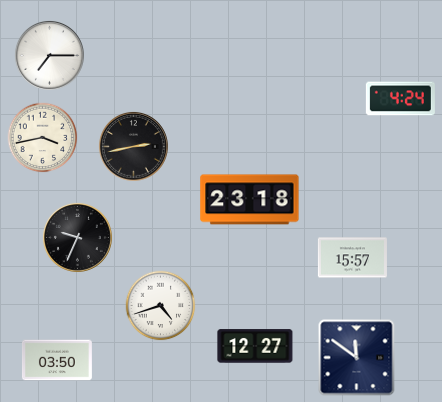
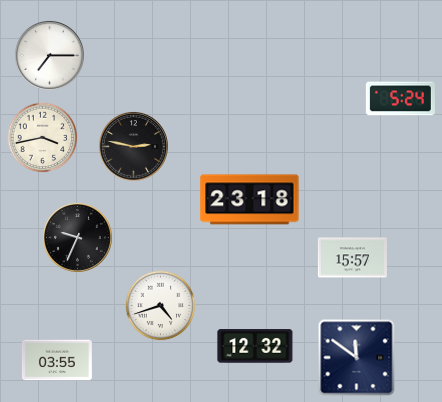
clock at (400, 99): 4:24 -> 5:24
clock at (133, 146): 2:43 -> 2:47
clock at (255, 346): 12:27 -> 12:32
clock at (57, 360): 03:50 -> 03:55
